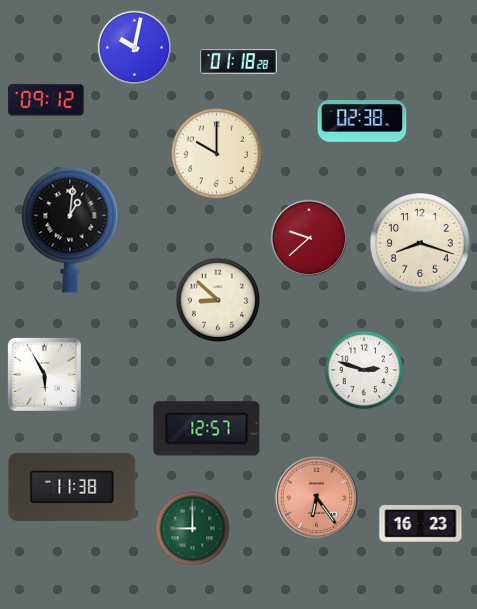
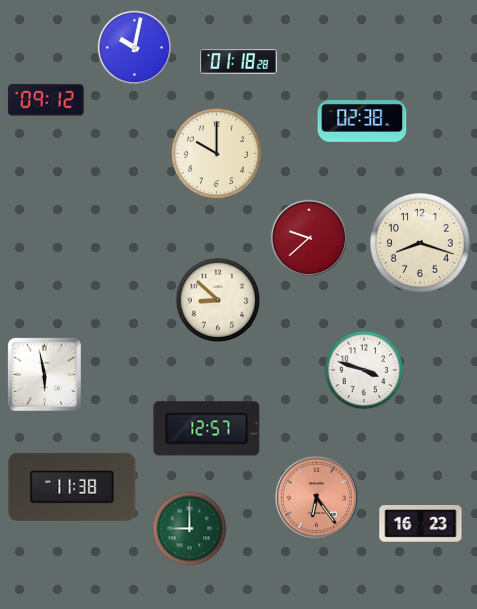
clock at (70, 230): 1:01 -> none
clock at (364, 370): 2:48 -> 3:48
clock at (44, 374): 5:55 -> 5:58
clock at (193, 529) position: (193, 529) -> (190, 529)
